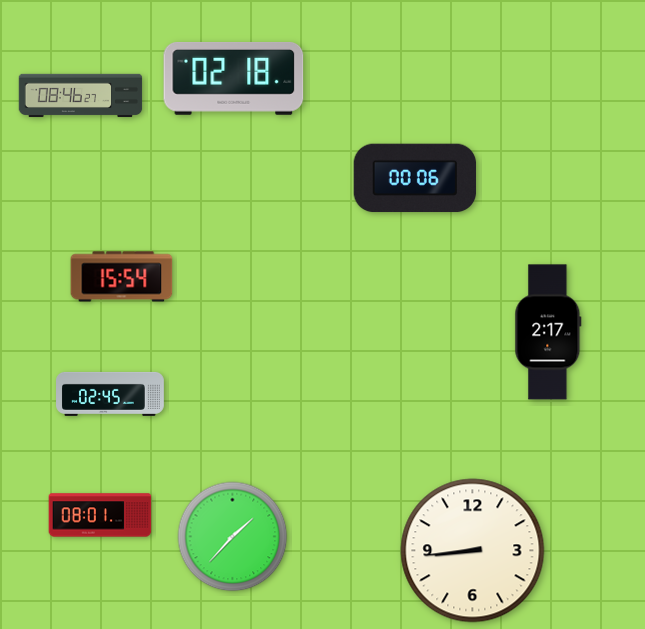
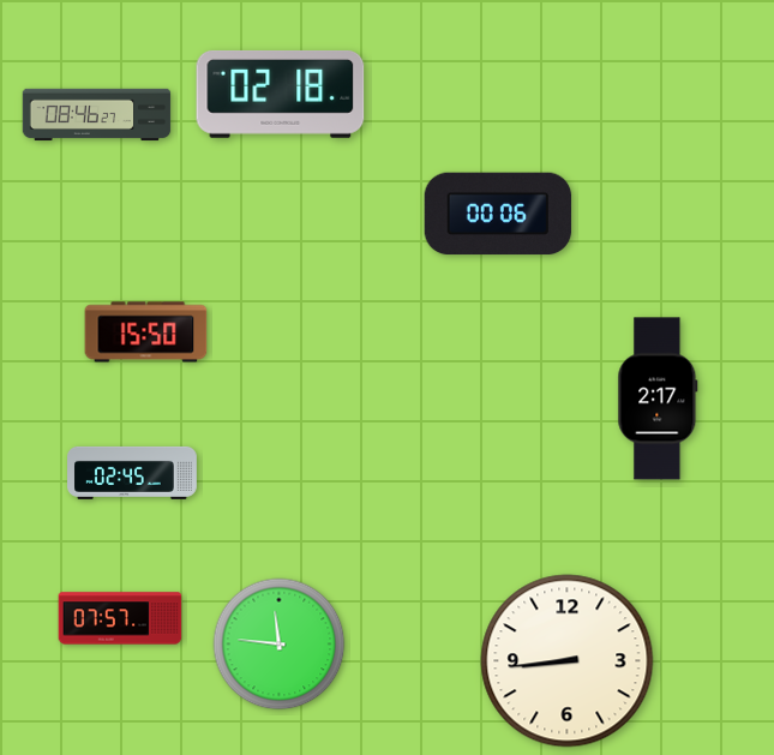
clock at (122, 277): 15:54 -> 15:50
clock at (100, 515): 08:01 -> 07:57
clock at (233, 537): 1:37 -> 11:46
